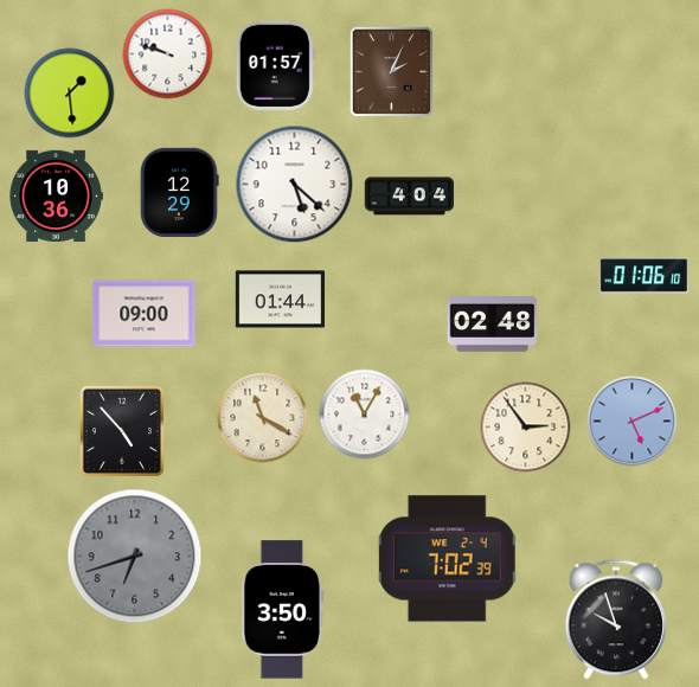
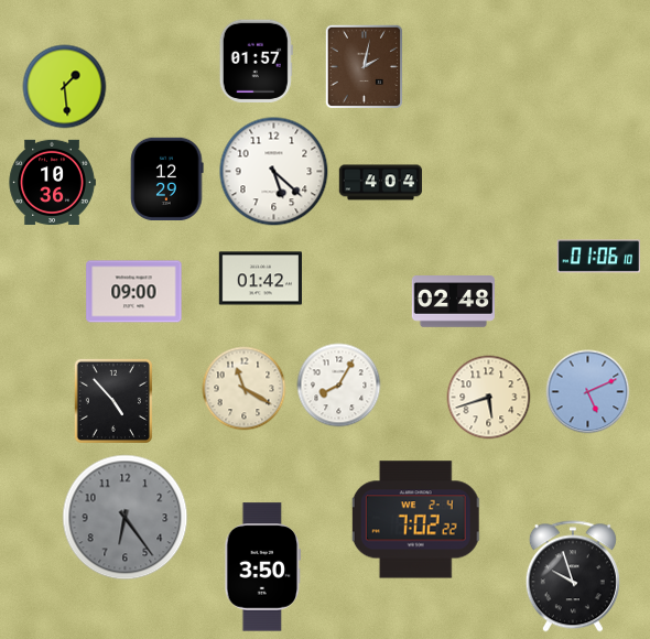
clock at (168, 54): 9:48 -> none
clock at (392, 72): 2:04 -> 2:02
clock at (280, 300): 01:44 -> 01:42
clock at (492, 325) position: (492, 325) -> (453, 302)
clock at (365, 415): 11:05 -> 8:05
clock at (526, 428): 2:54 -> 5:42
clock at (135, 557): 6:42 -> 6:24
clock at (448, 559): 7:02:39 -> 7:02:22
